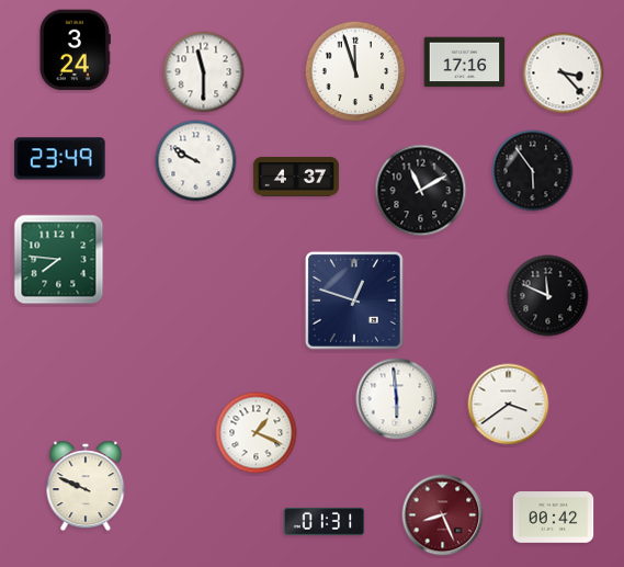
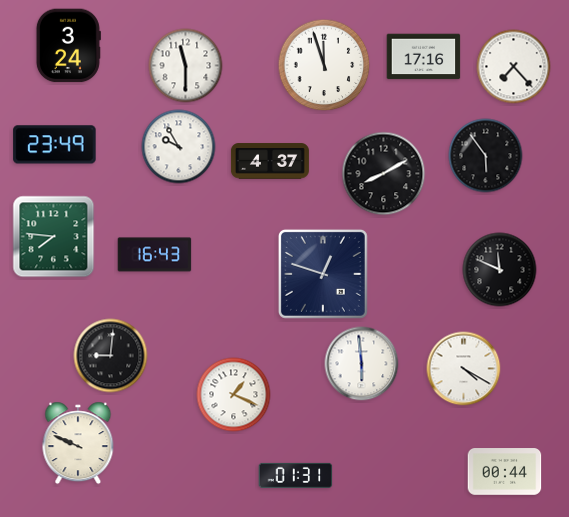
clock at (564, 73): 3:23 -> 7:23
clock at (196, 161): 9:50 -> 9:55
clock at (421, 191): 11:10 -> 8:10
clock at (155, 255): none -> 16:43
clock at (111, 356): none -> 9:01
clock at (509, 405): 3:39 -> 4:20
clock at (443, 515): 8:26 -> none
clock at (554, 518): 00:42 -> 00:44
